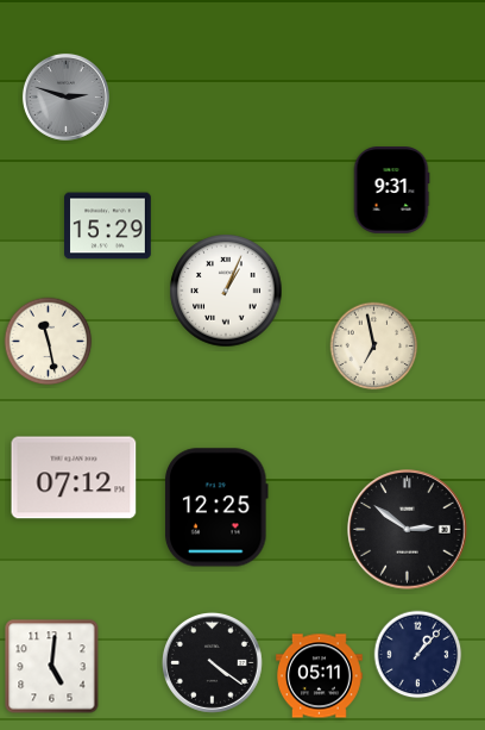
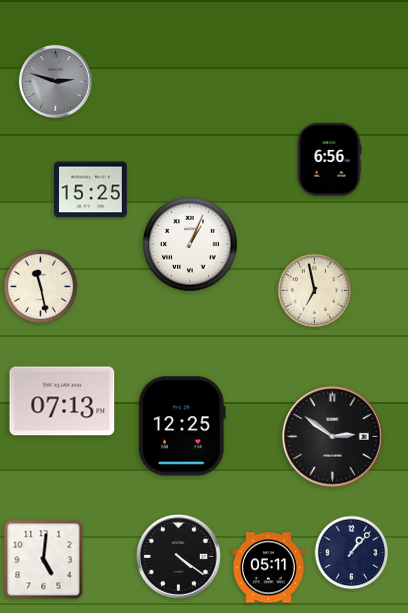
clock at (391, 191): 9:31 -> 6:56
clock at (108, 226): 15:29 -> 15:25
clock at (74, 478): 07:12 -> 07:13
clock at (408, 530) position: (408, 530) -> (333, 437)
clock at (418, 655) position: (418, 655) -> (352, 553)
